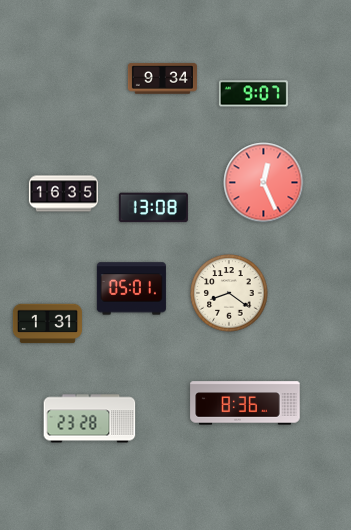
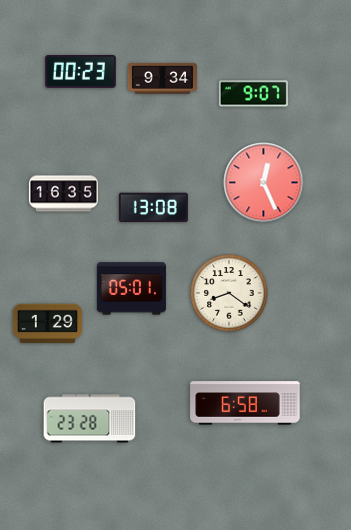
clock at (81, 72): none -> 00:23
clock at (47, 324): 1:31 -> 1:29
clock at (245, 403): 8:36 -> 6:58
